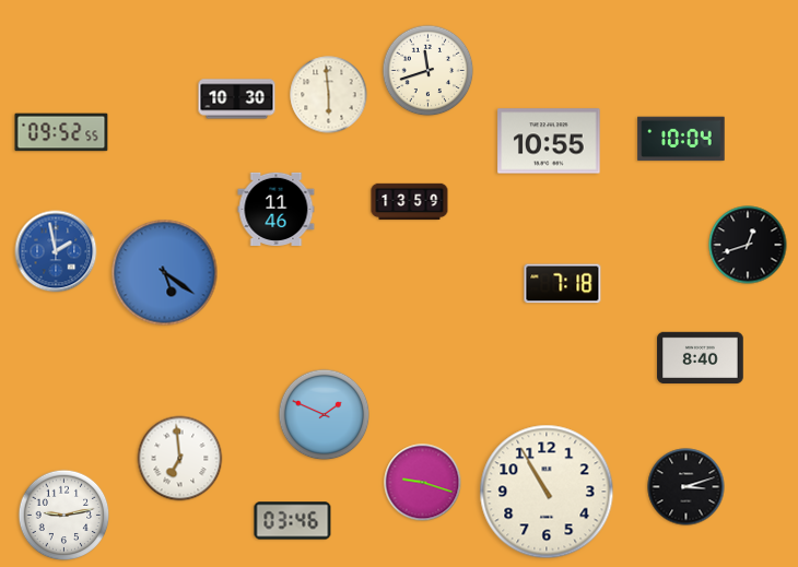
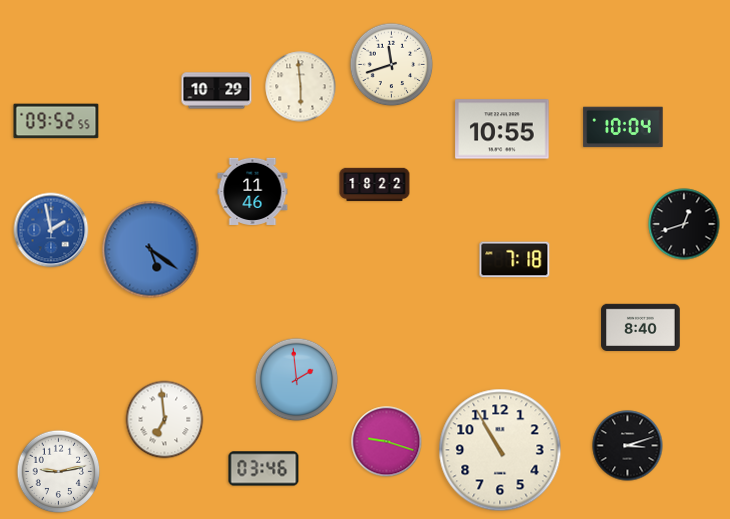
clock at (237, 99): 10:30 -> 10:29
clock at (410, 202): 13:59 -> 18:22
clock at (325, 415): 1:49 -> 1:59
clock at (293, 521) position: (293, 521) -> (264, 469)
